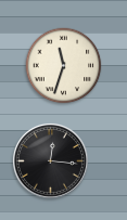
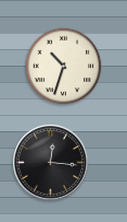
clock at (64, 66): 11:33 -> 10:33
